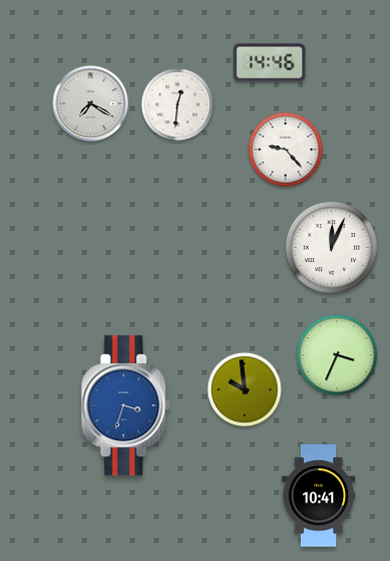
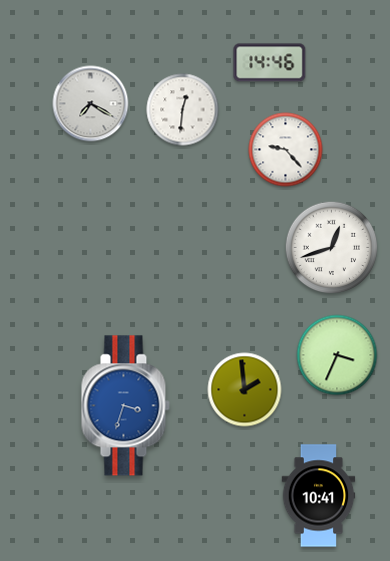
clock at (178, 105) position: (178, 105) -> (183, 110)
clock at (332, 248): 12:04 -> 12:42
clock at (245, 390): 9:59 -> 1:59
